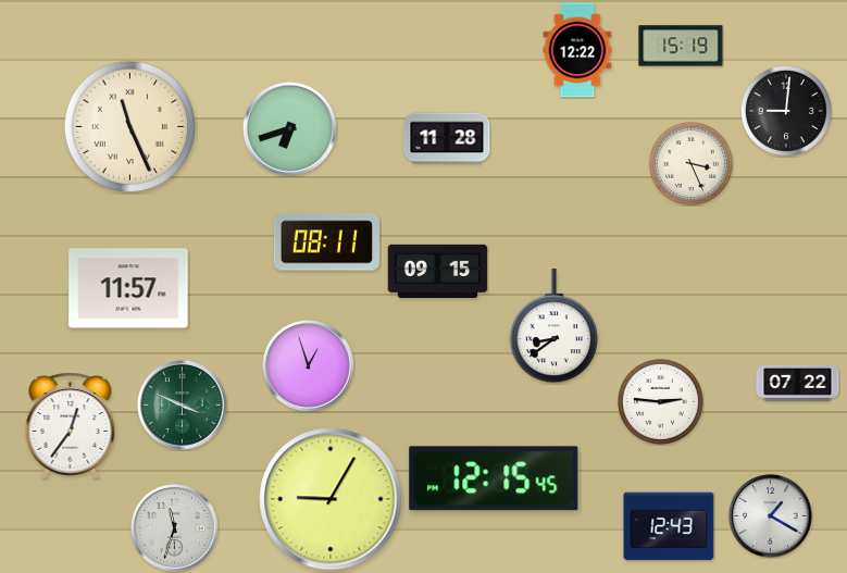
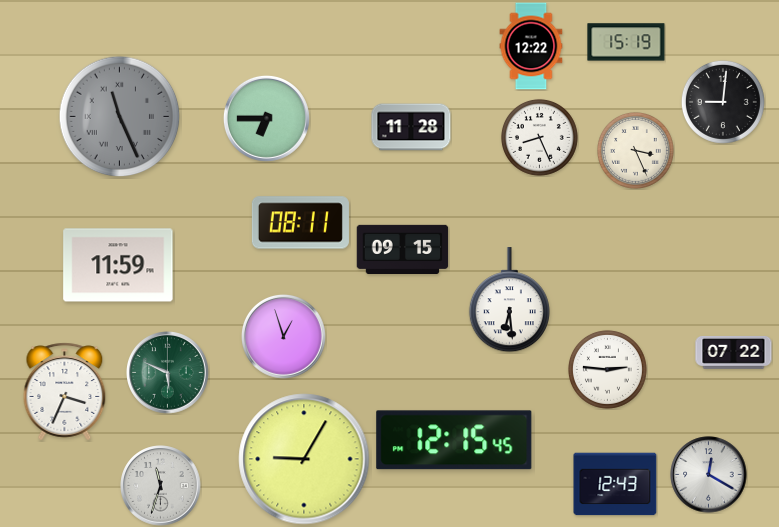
clock at (130, 127) dial: cream -> grey
clock at (289, 128): 6:42 -> 6:45
clock at (539, 137): none -> 8:26
clock at (128, 288): 11:57 -> 11:59
clock at (553, 326): 8:39 -> 6:29
clock at (183, 406): 3:49 -> 5:49
clock at (71, 426): 12:36 -> 3:34
clock at (771, 516): 1:20 -> 12:20
